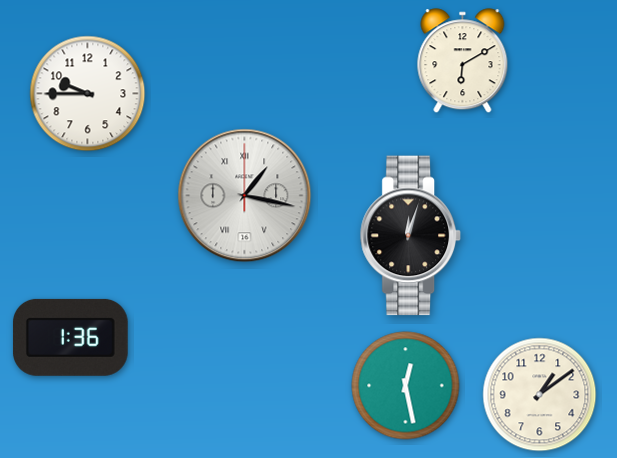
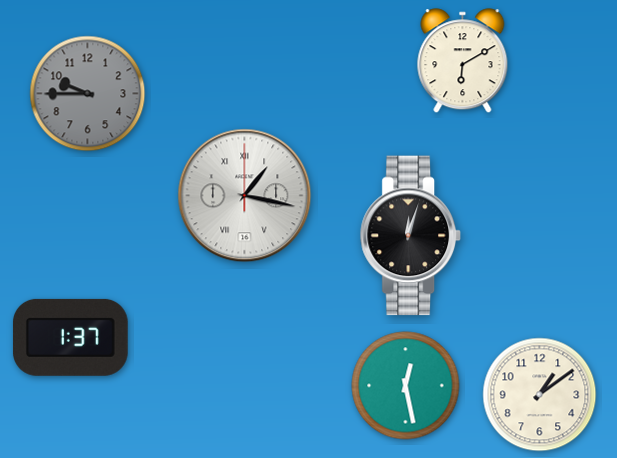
clock at (88, 94) dial: white -> grey
clock at (70, 337): 1:36 -> 1:37
